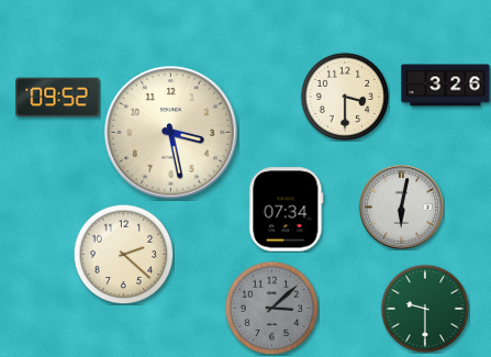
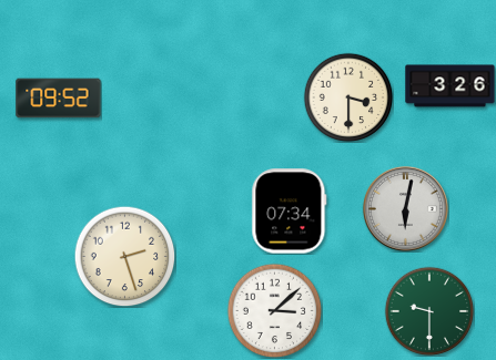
clock at (171, 133): 3:28 -> none
clock at (123, 254): 2:22 -> 2:27
clock at (271, 308) dial: grey -> white
